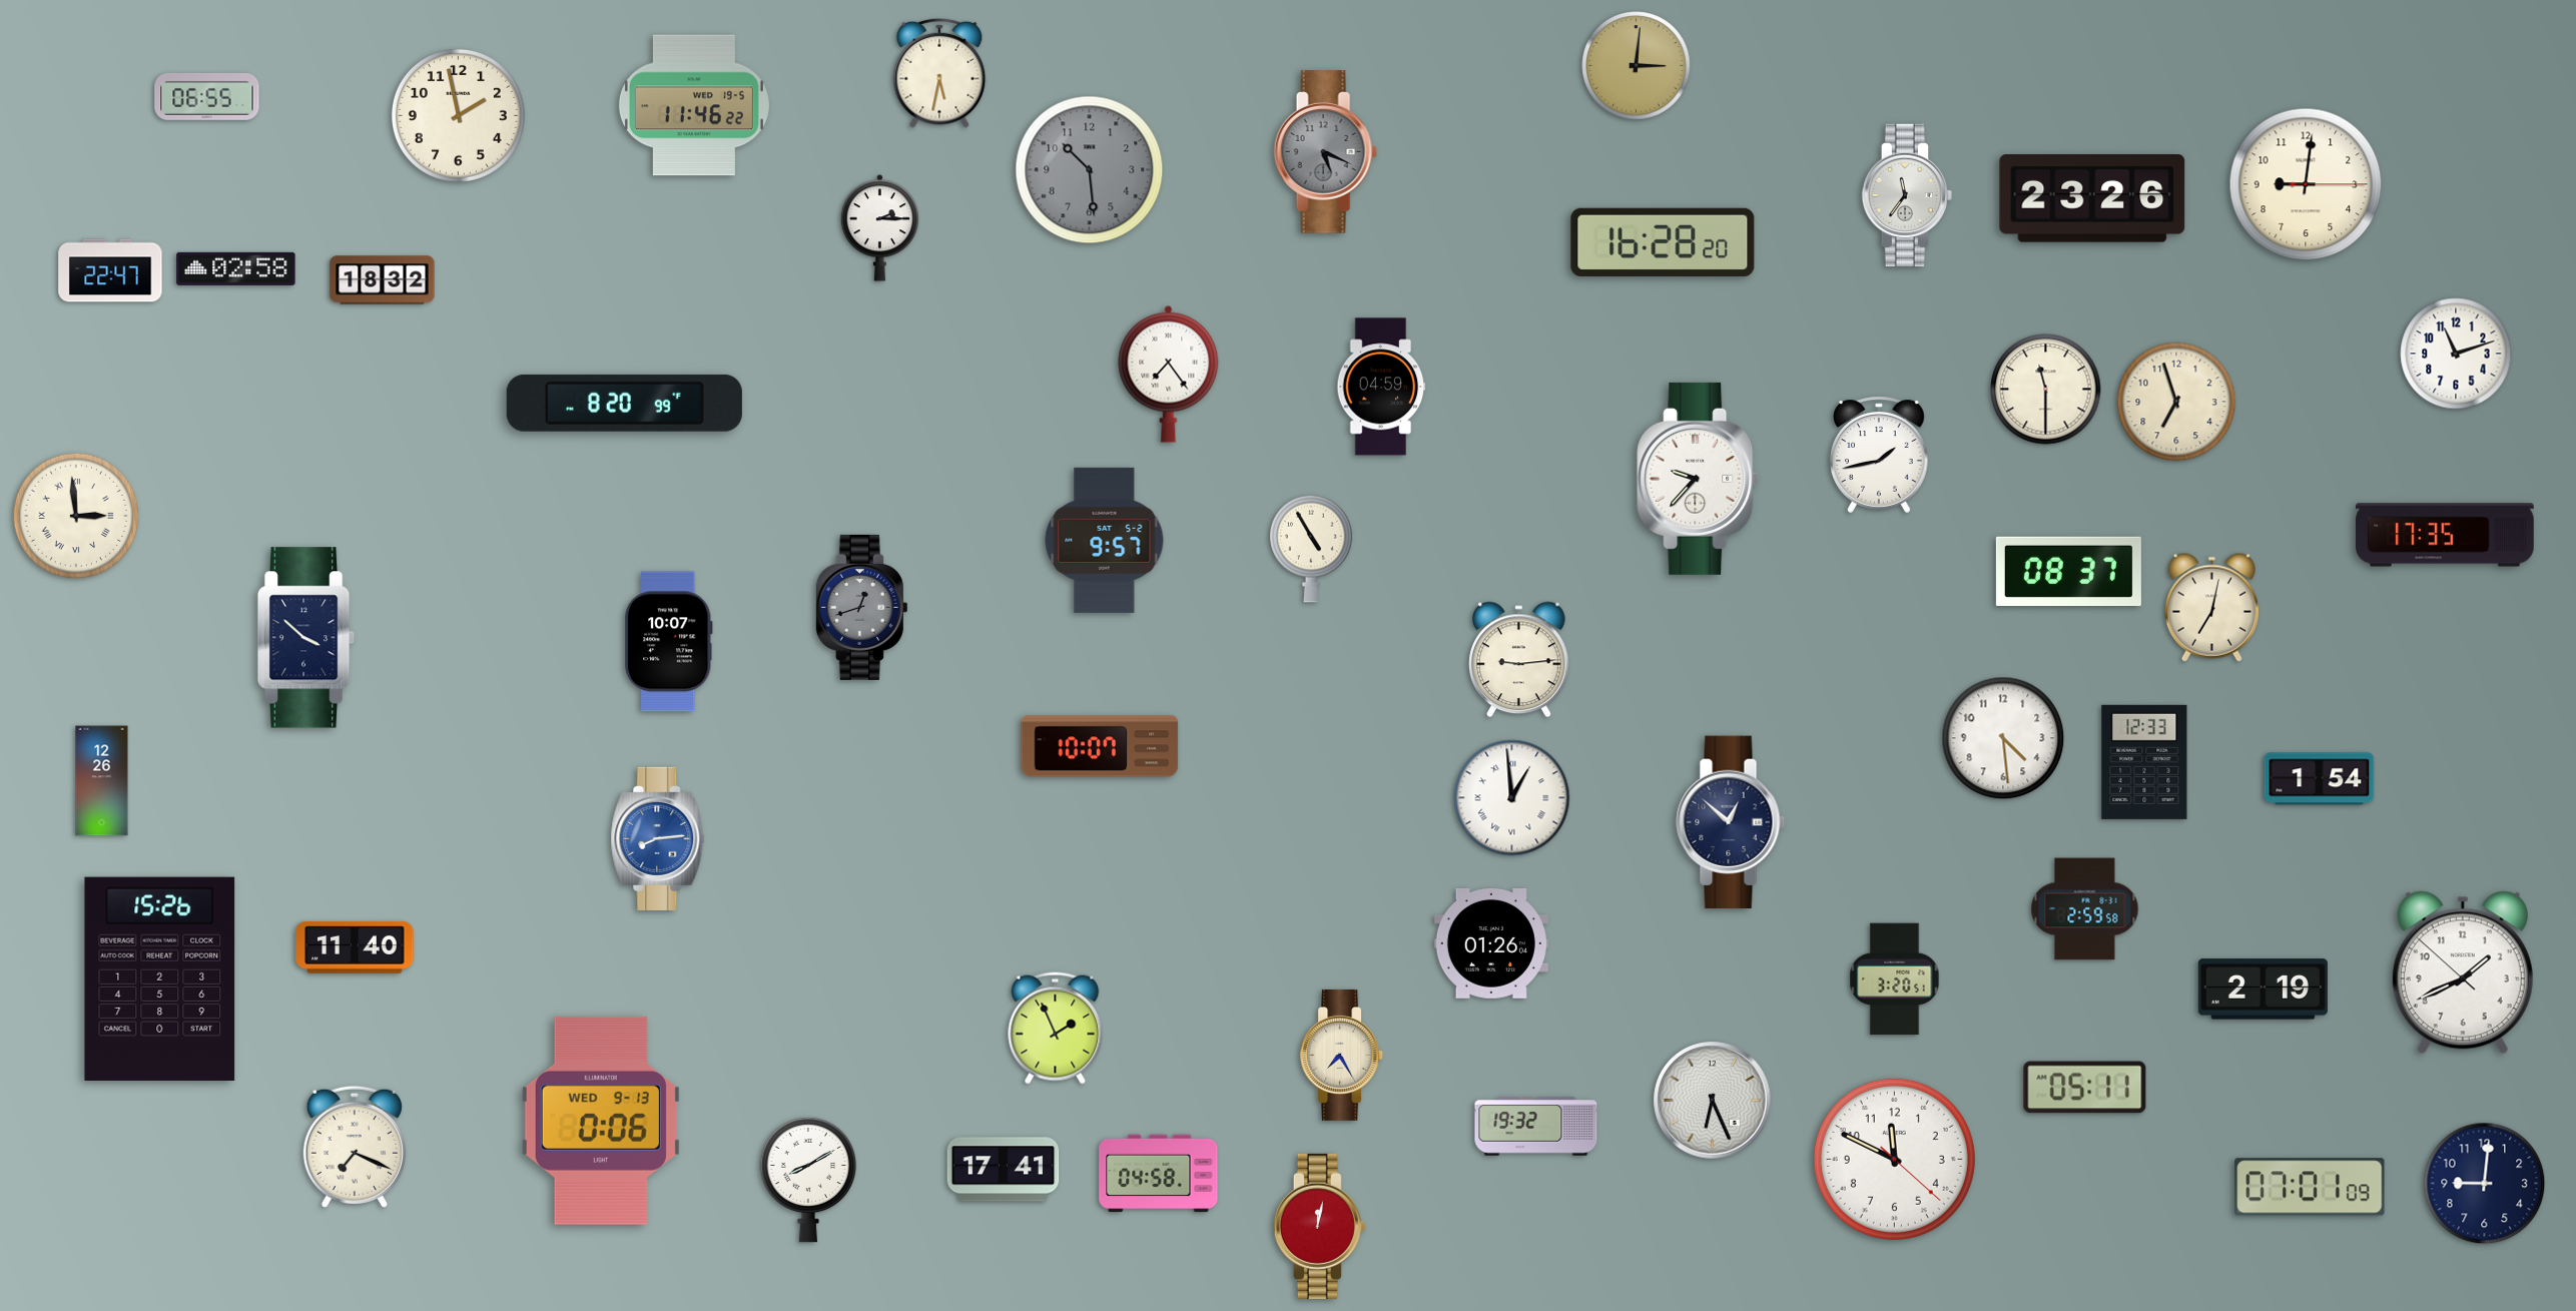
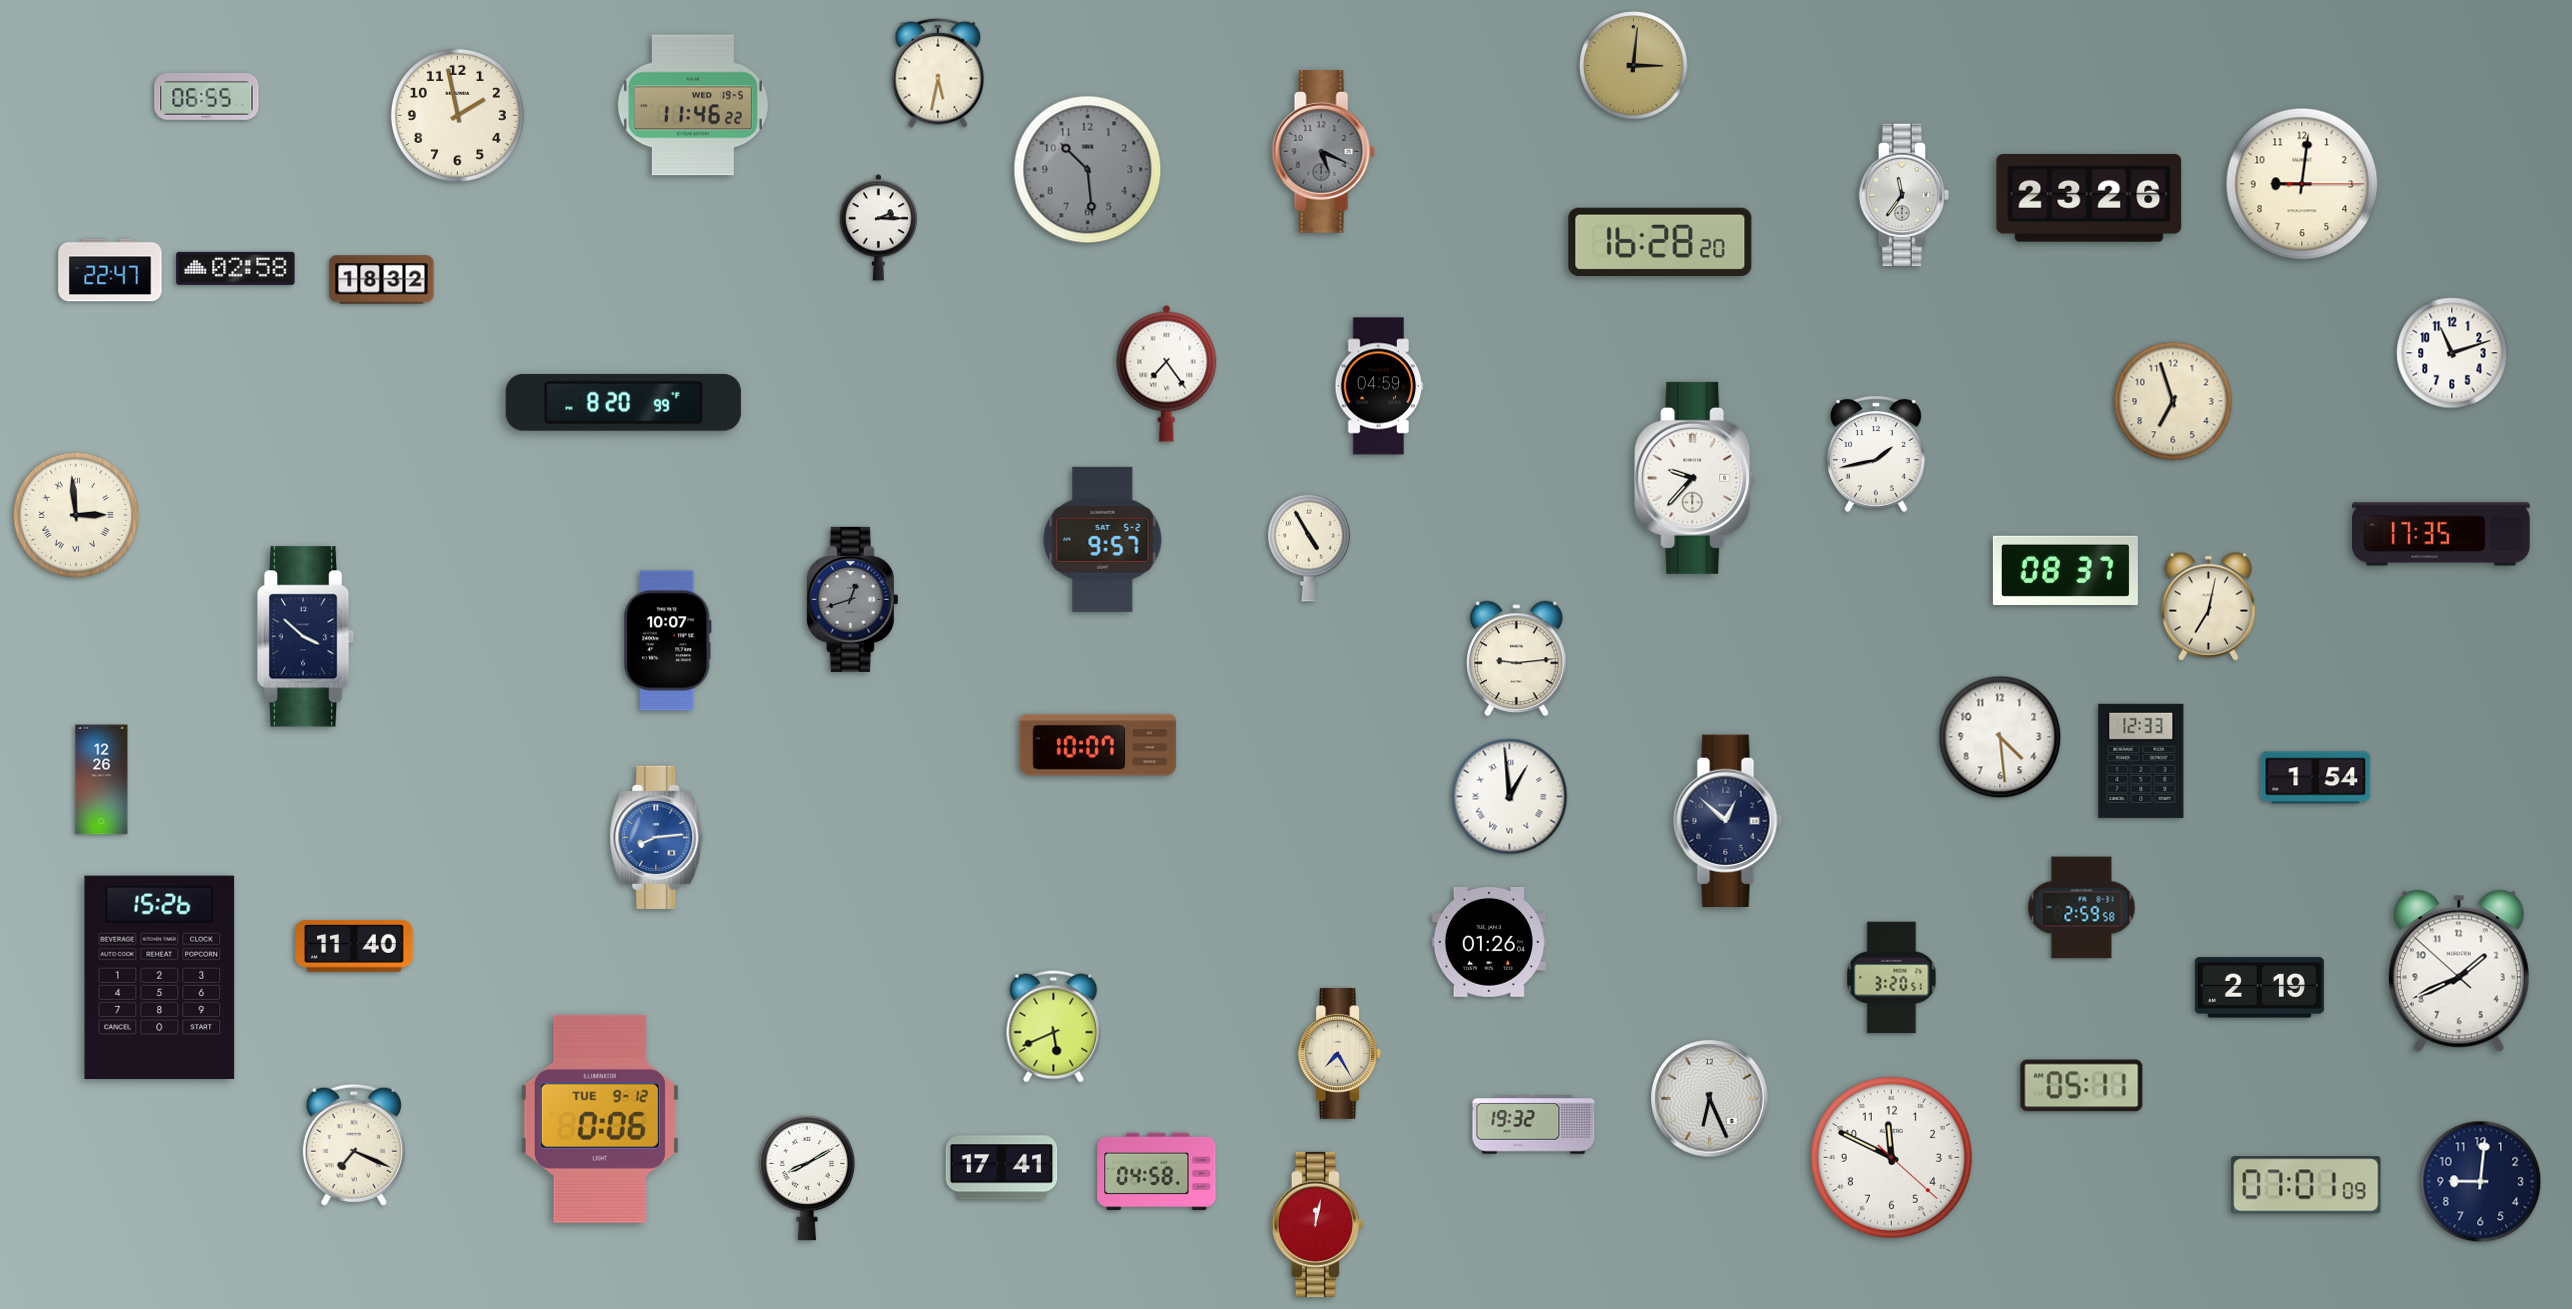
clock at (2046, 390): 11:30 -> none
clock at (861, 607) position: (861, 607) -> (852, 599)
clock at (1056, 1029): 1:56 -> 5:41
clock at (601, 1121) date: WED 9-13 -> TUE 9-12
